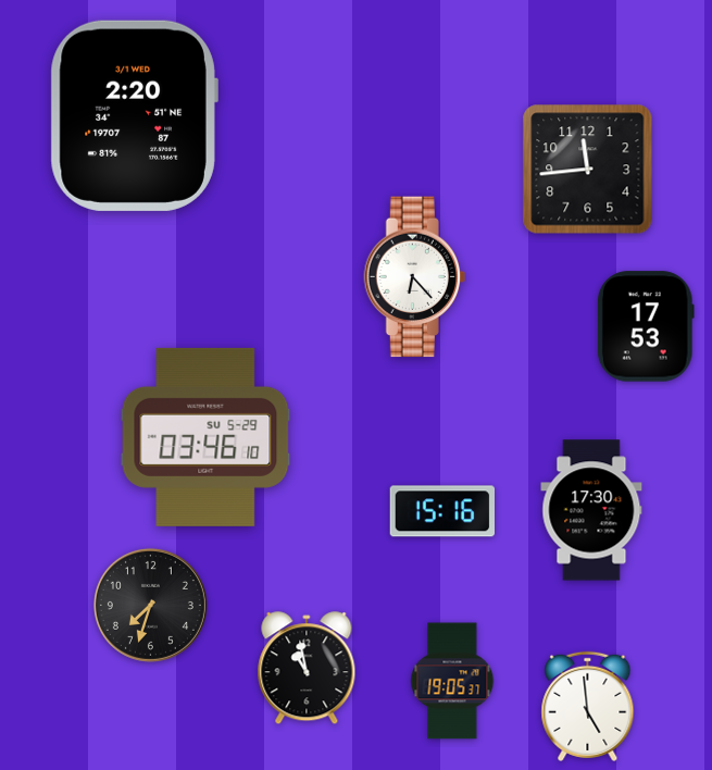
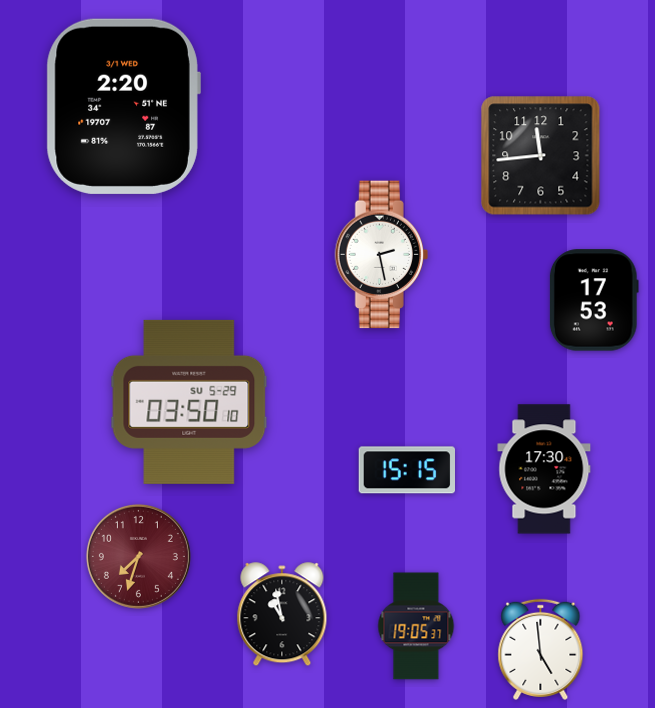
clock at (414, 277): 6:23 -> 2:28
clock at (205, 437): 03:46 -> 03:50
clock at (441, 511): 15:16 -> 15:15
clock at (150, 605) dial: black -> burgundy
